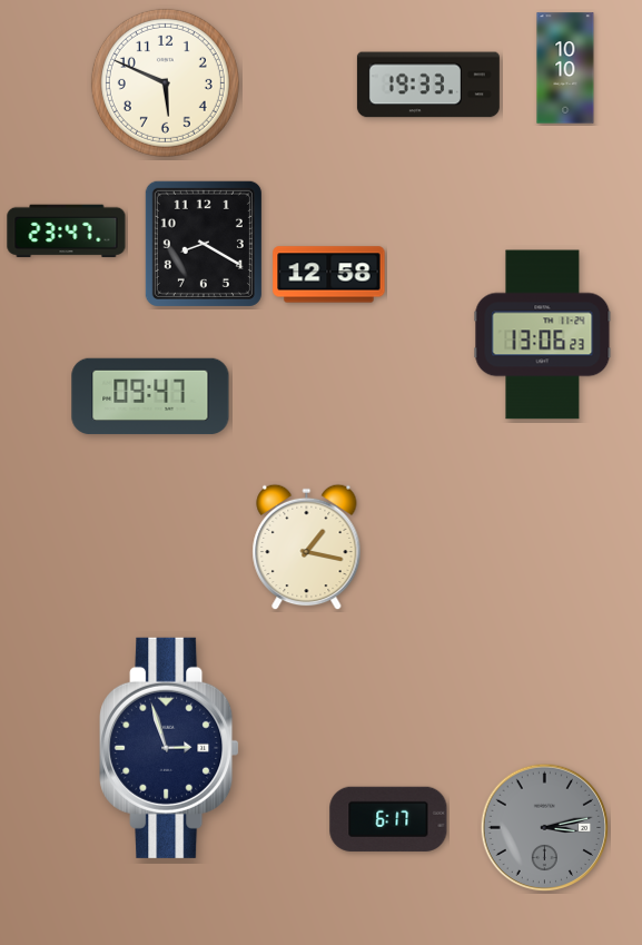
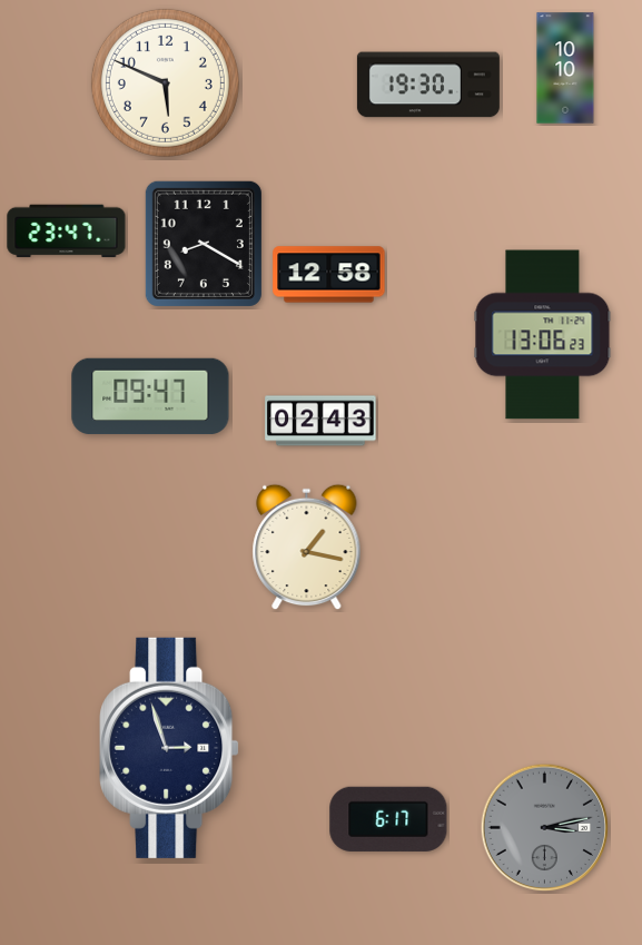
clock at (428, 85): 19:33 -> 19:30
clock at (320, 421): none -> 02:43
